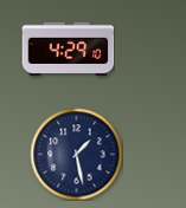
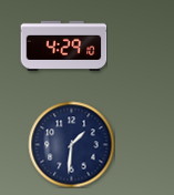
clock at (76, 154): 1:28 -> 1:31
